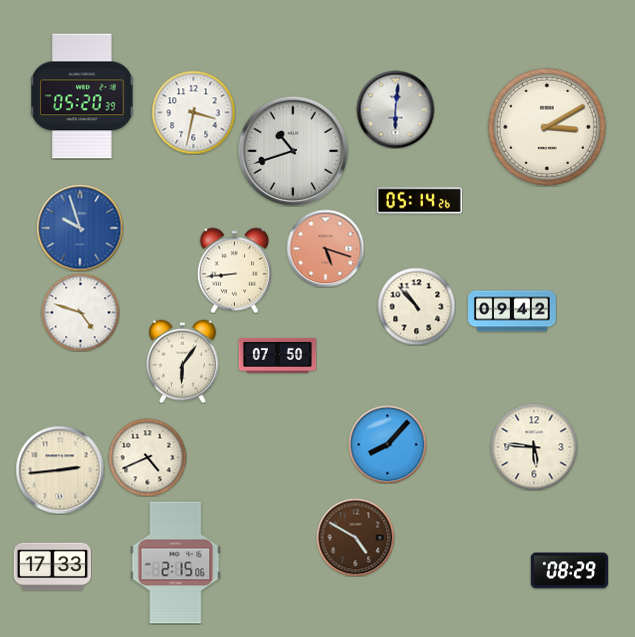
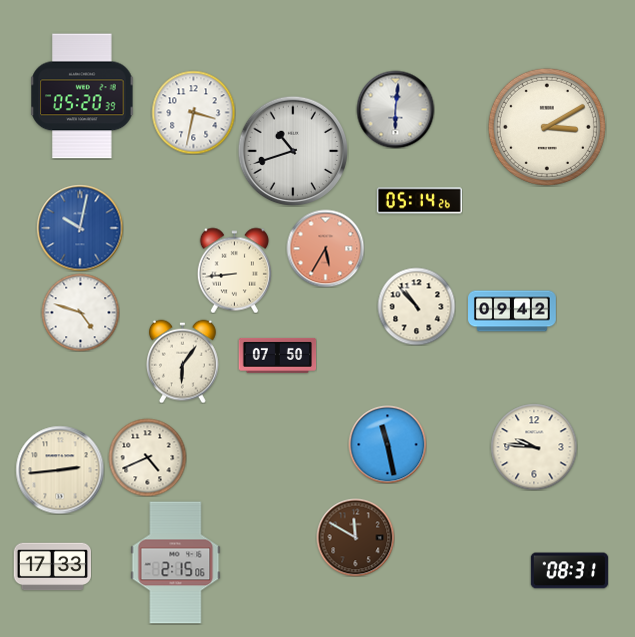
clock at (80, 228): 9:57 -> 10:02
clock at (325, 248): 5:18 -> 5:35
clock at (387, 444): 8:07 -> 11:28
clock at (534, 447): 5:46 -> 9:46
clock at (355, 537): 4:50 -> 11:50
clock at (569, 571): 08:29 -> 08:31
